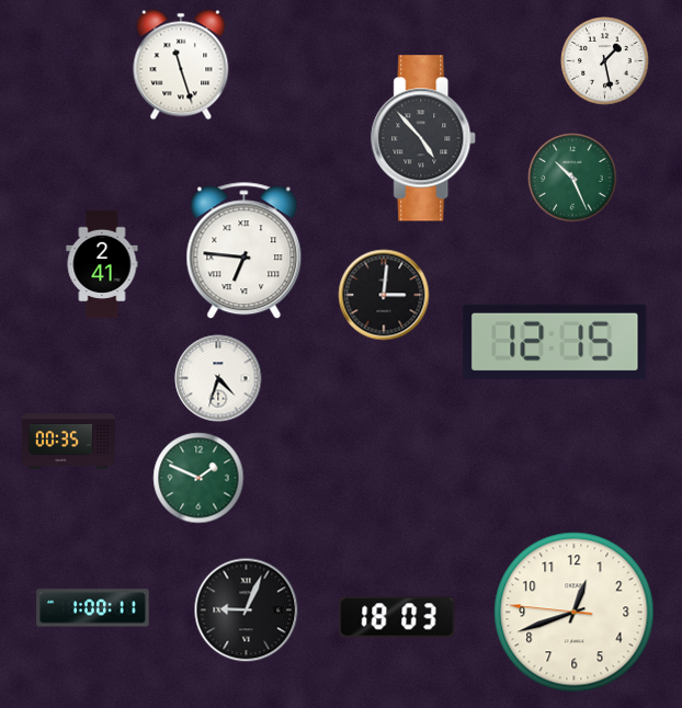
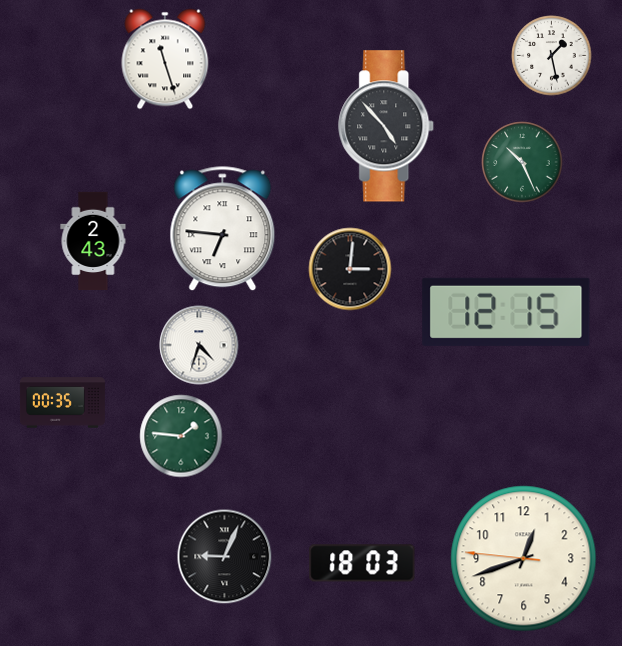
clock at (102, 264): 2:41 -> 2:43
clock at (198, 478): 1:49 -> 1:46
clock at (93, 608): 1:00 -> none
